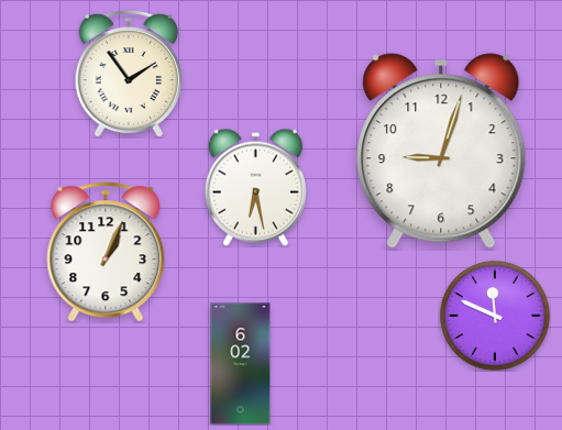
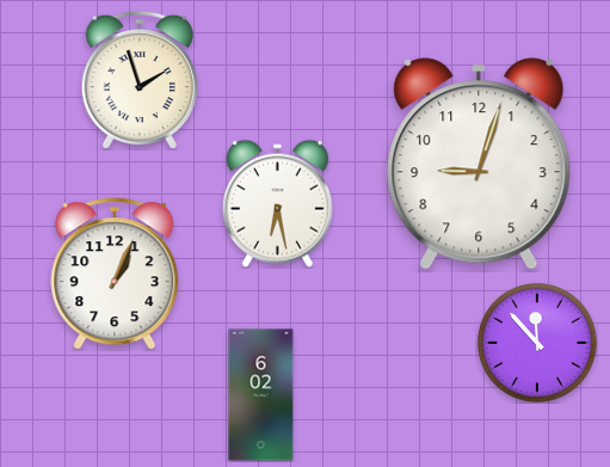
clock at (129, 74): 1:54 -> 1:57
clock at (495, 316): 11:49 -> 11:53
